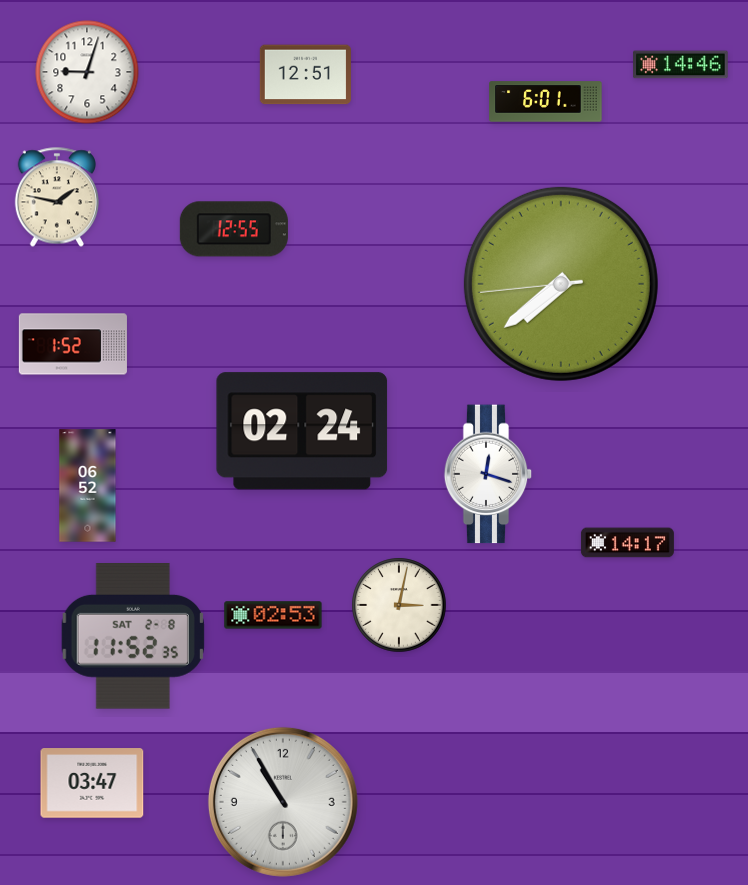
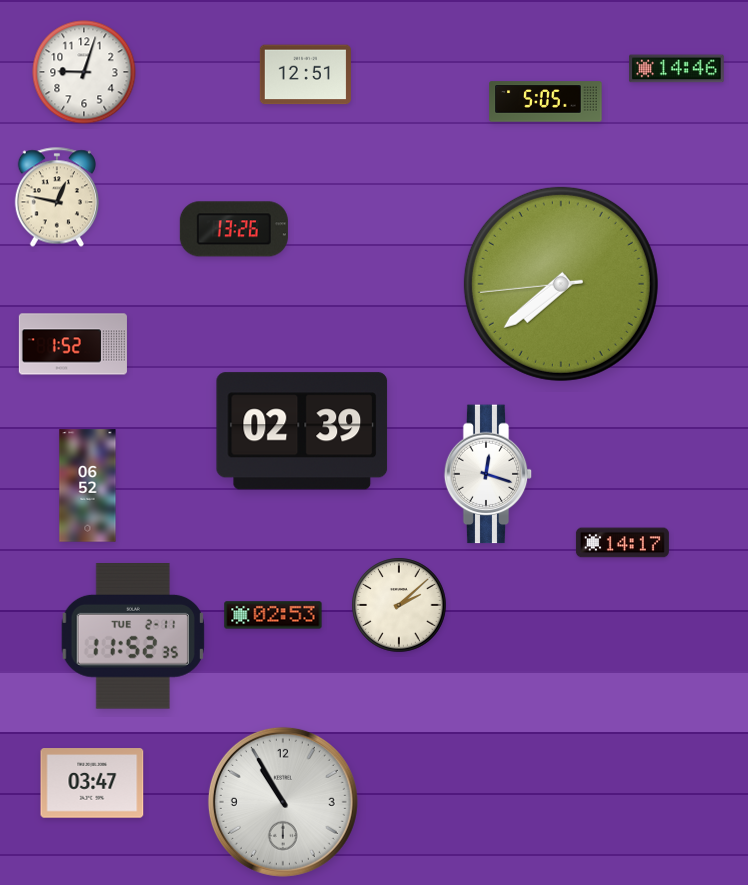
clock at (681, 65) position: (681, 65) -> (677, 69)
clock at (87, 72) position: (87, 72) -> (84, 72)
clock at (546, 102): 6:01 -> 5:05
clock at (57, 197): 1:47 -> 12:47
clock at (234, 229): 12:55 -> 13:26
clock at (302, 431): 02:24 -> 02:39
clock at (627, 543) position: (627, 543) -> (622, 543)
clock at (399, 605): 3:02 -> 2:08
clock at (133, 637) date: SAT 2-8 -> TUE 2-11
